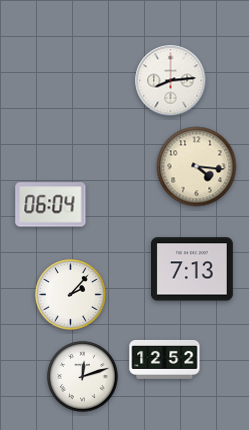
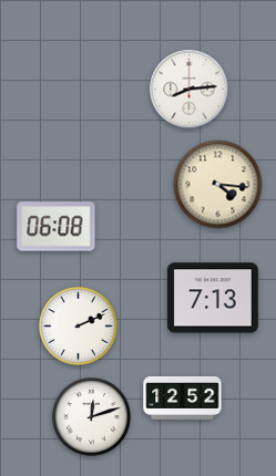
clock at (51, 205): 06:04 -> 06:08
clock at (71, 295): 2:07 -> 2:11
